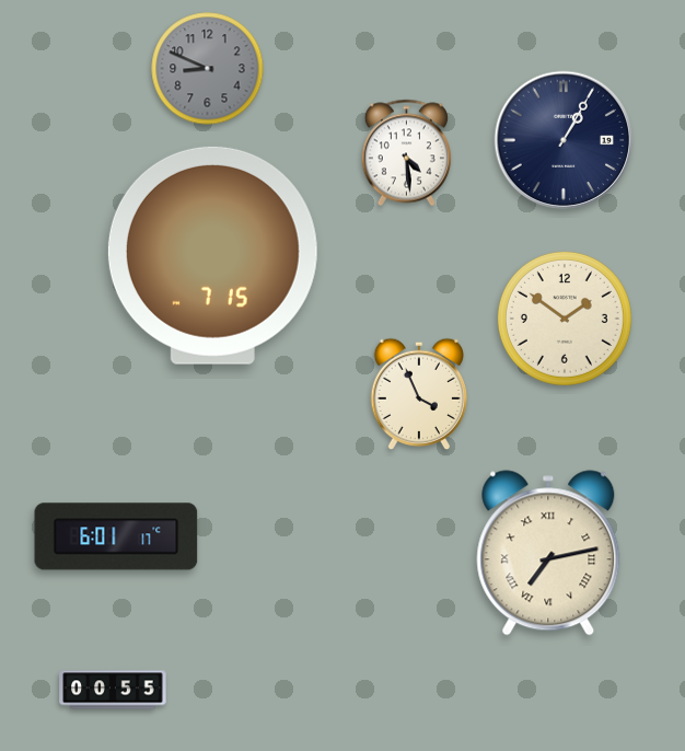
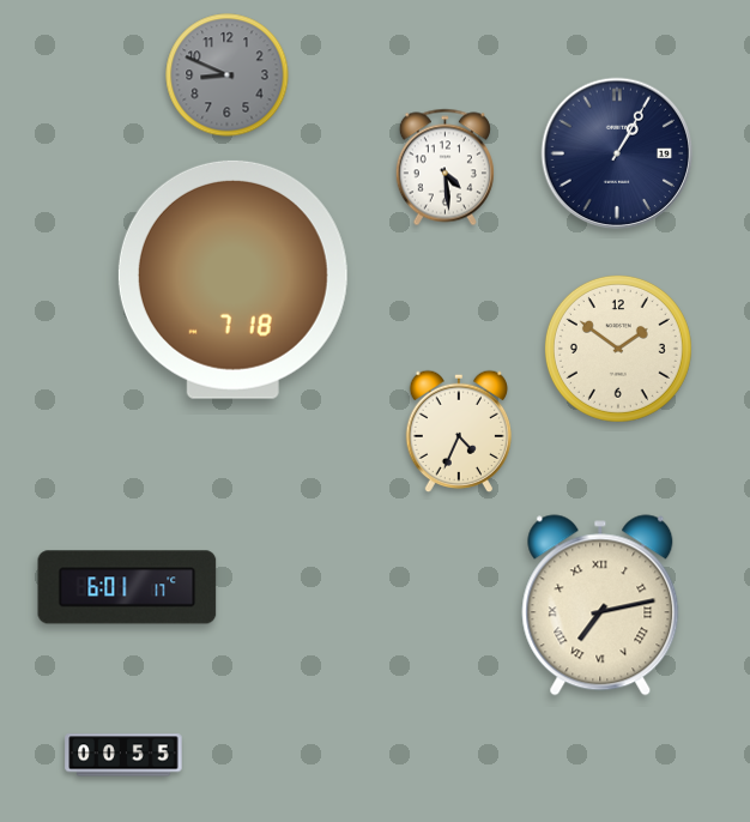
clock at (212, 255): 7:15 -> 7:18
clock at (418, 394): 3:56 -> 4:34
